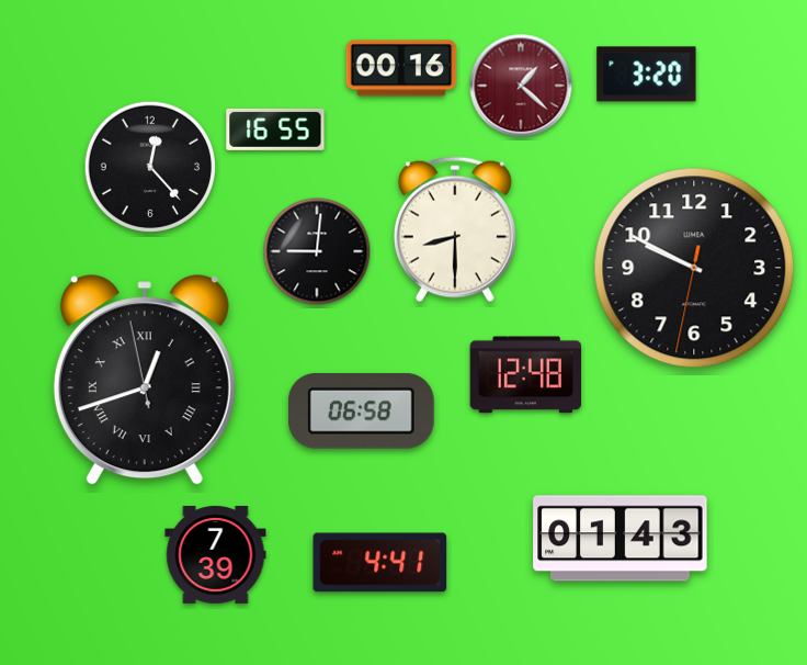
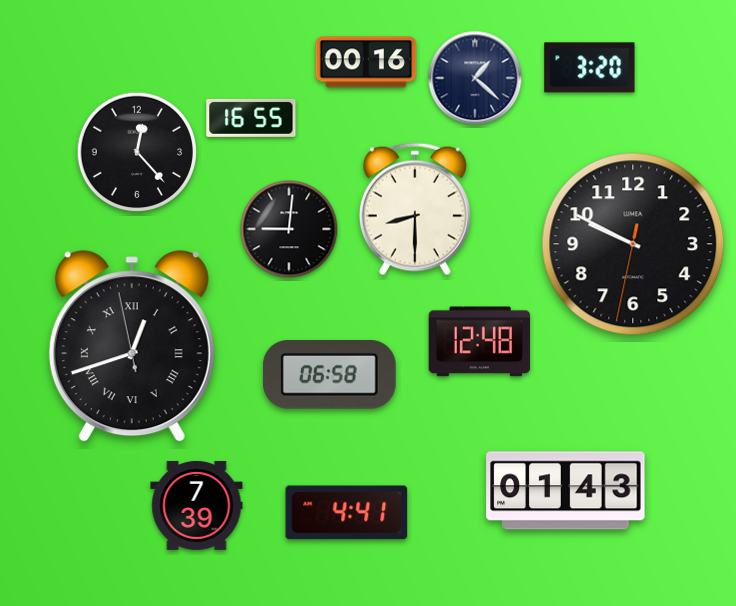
clock at (521, 86) dial: burgundy -> navy
